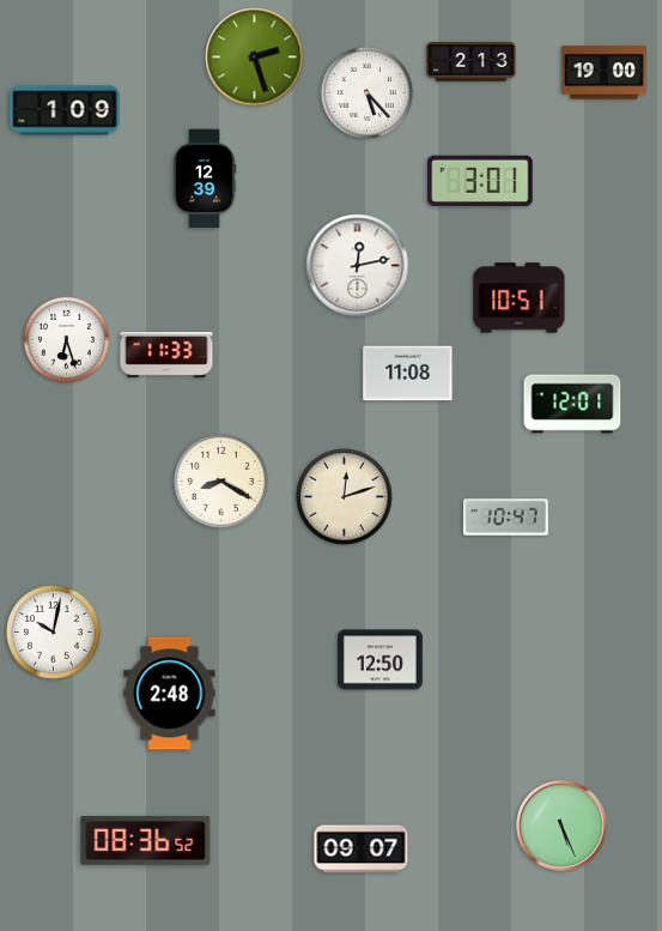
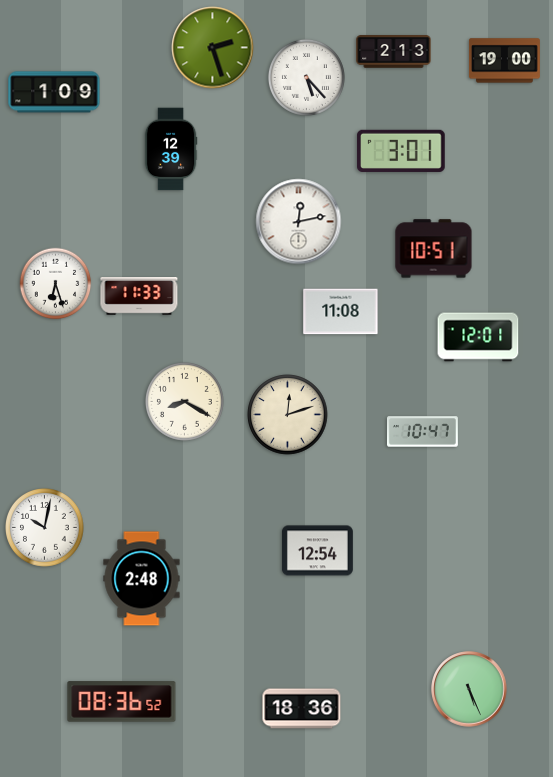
clock at (379, 660): 12:50 -> 12:54
clock at (362, 850): 09:07 -> 18:36
